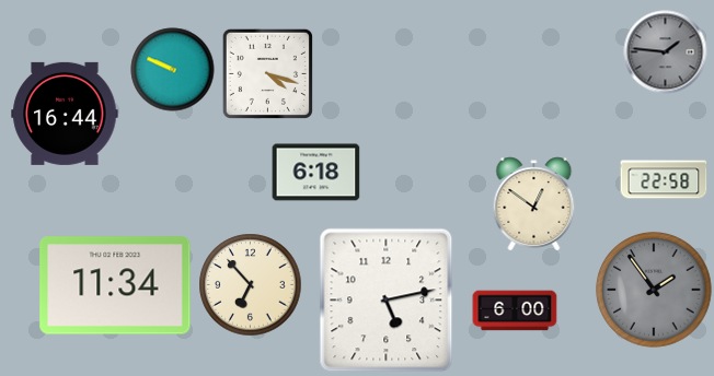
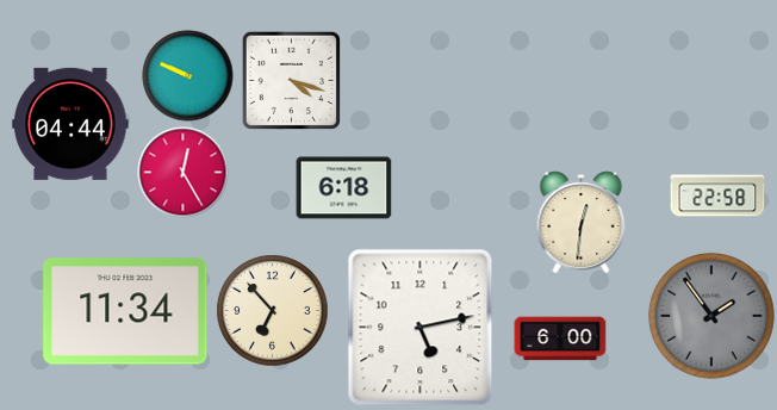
clock at (666, 52): 1:46 -> none
clock at (65, 114): 16:44 -> 04:44
clock at (184, 173): none -> 12:25
clock at (664, 179) position: (664, 179) -> (717, 195)
clock at (534, 204): 12:51 -> 12:31
